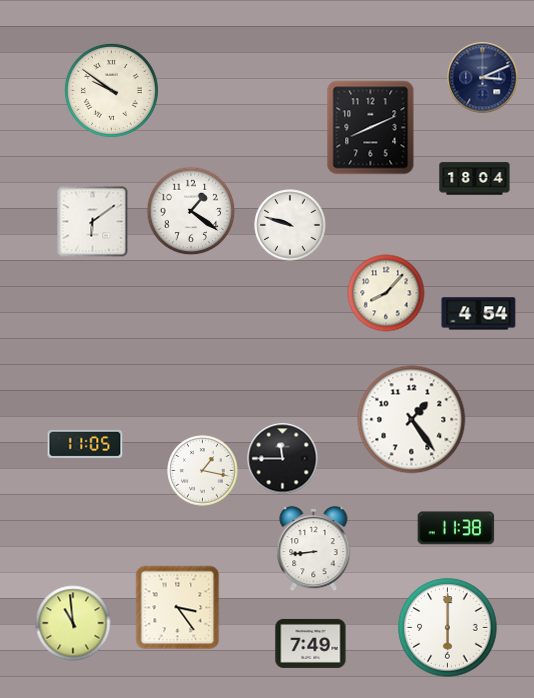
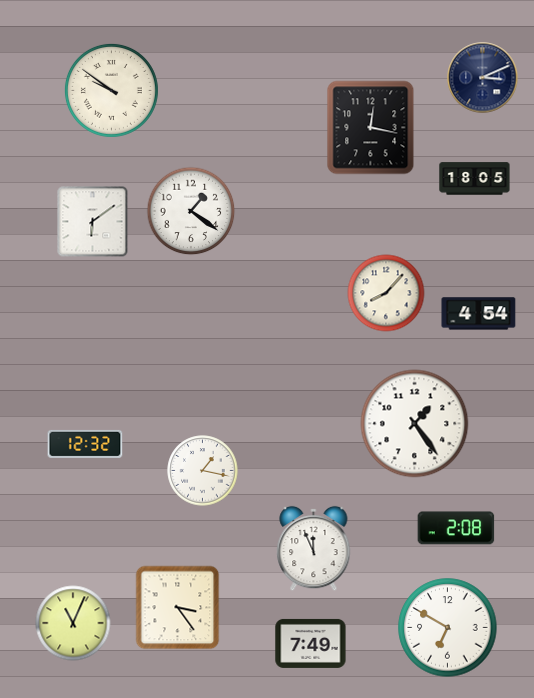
clock at (371, 128): 8:11 -> 12:17
clock at (475, 179): 18:04 -> 18:05
clock at (290, 225): 9:48 -> none
clock at (412, 420) position: (412, 420) -> (415, 424)
clock at (85, 444): 11:05 -> 12:32
clock at (283, 459): 11:45 -> none
clock at (456, 528): 11:38 -> 2:08
clock at (314, 549): 8:44 -> 11:56
clock at (73, 623): 10:59 -> 11:04
clock at (448, 628): 6:00 -> 6:50
